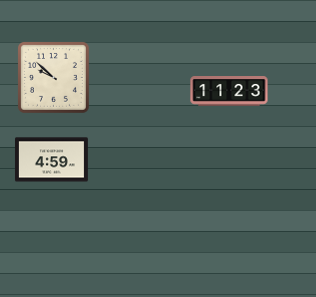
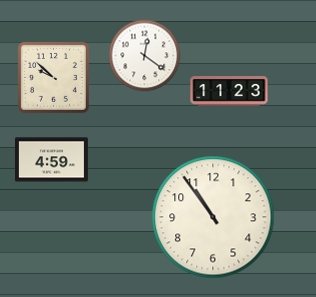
clock at (145, 56): none -> 12:21
clock at (213, 217): none -> 10:54
